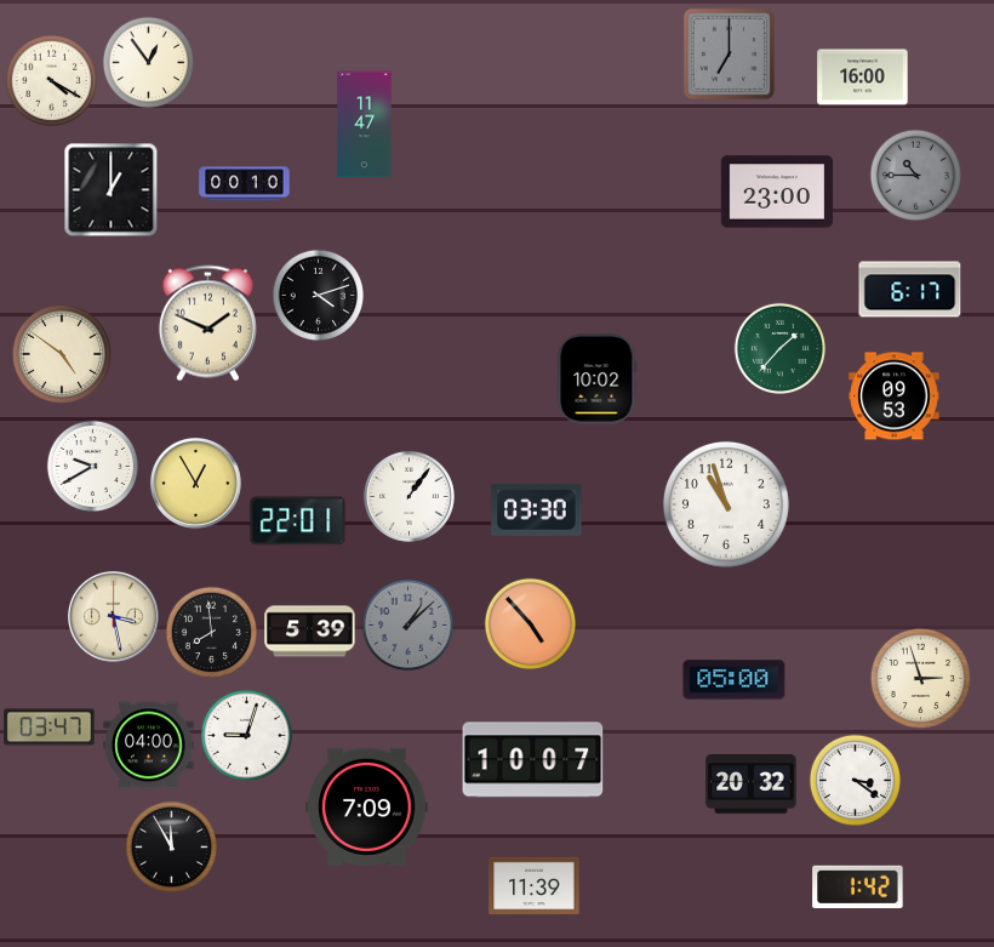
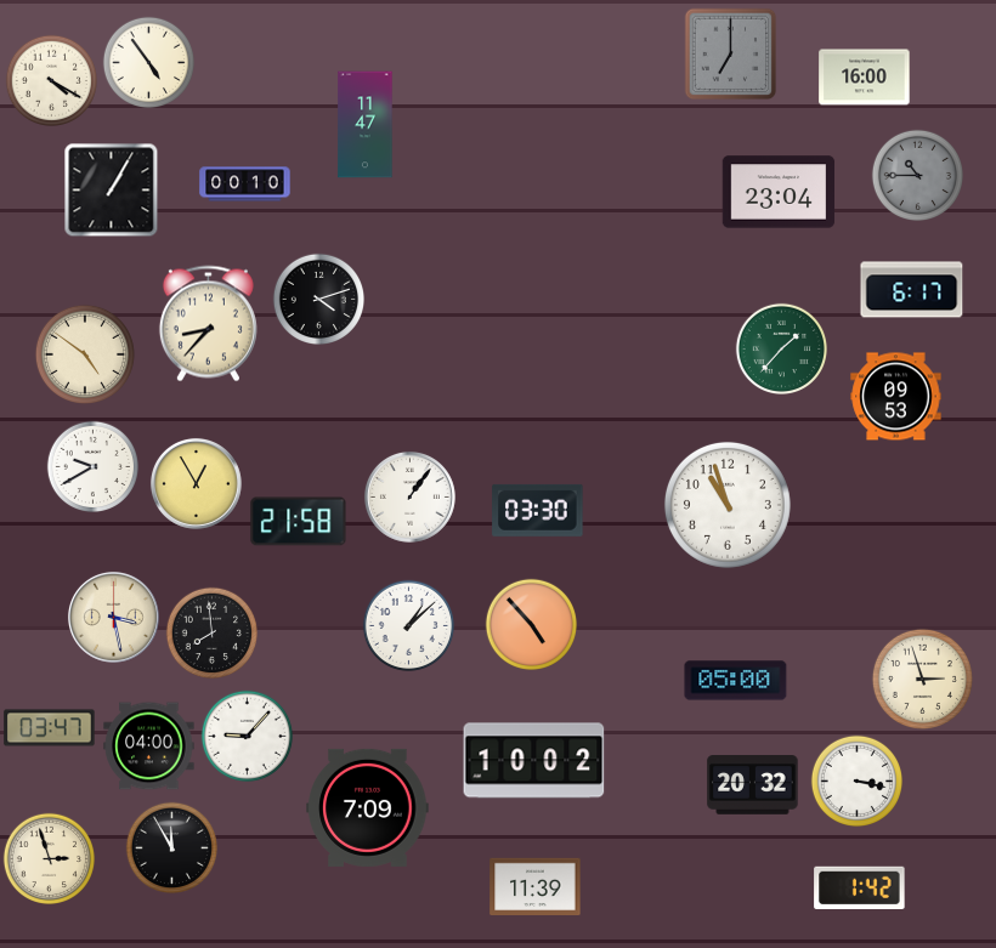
clock at (148, 62): 12:54 -> 4:54
clock at (112, 190): 1:00 -> 1:05
clock at (777, 192): 23:00 -> 23:04
clock at (318, 295) position: (318, 295) -> (318, 299)
clock at (207, 324): 1:49 -> 8:37
clock at (62, 354) position: (62, 354) -> (85, 354)
clock at (598, 380): 10:02 -> none
clock at (298, 521): 22:01 -> 21:58
clock at (407, 624) dial: grey -> white
clock at (310, 632): 5:39 -> none
clock at (246, 735): 9:03 -> 9:07
clock at (533, 760): 10:07 -> 10:02
clock at (855, 780): 3:21 -> 3:17
clock at (49, 858): none -> 2:57
